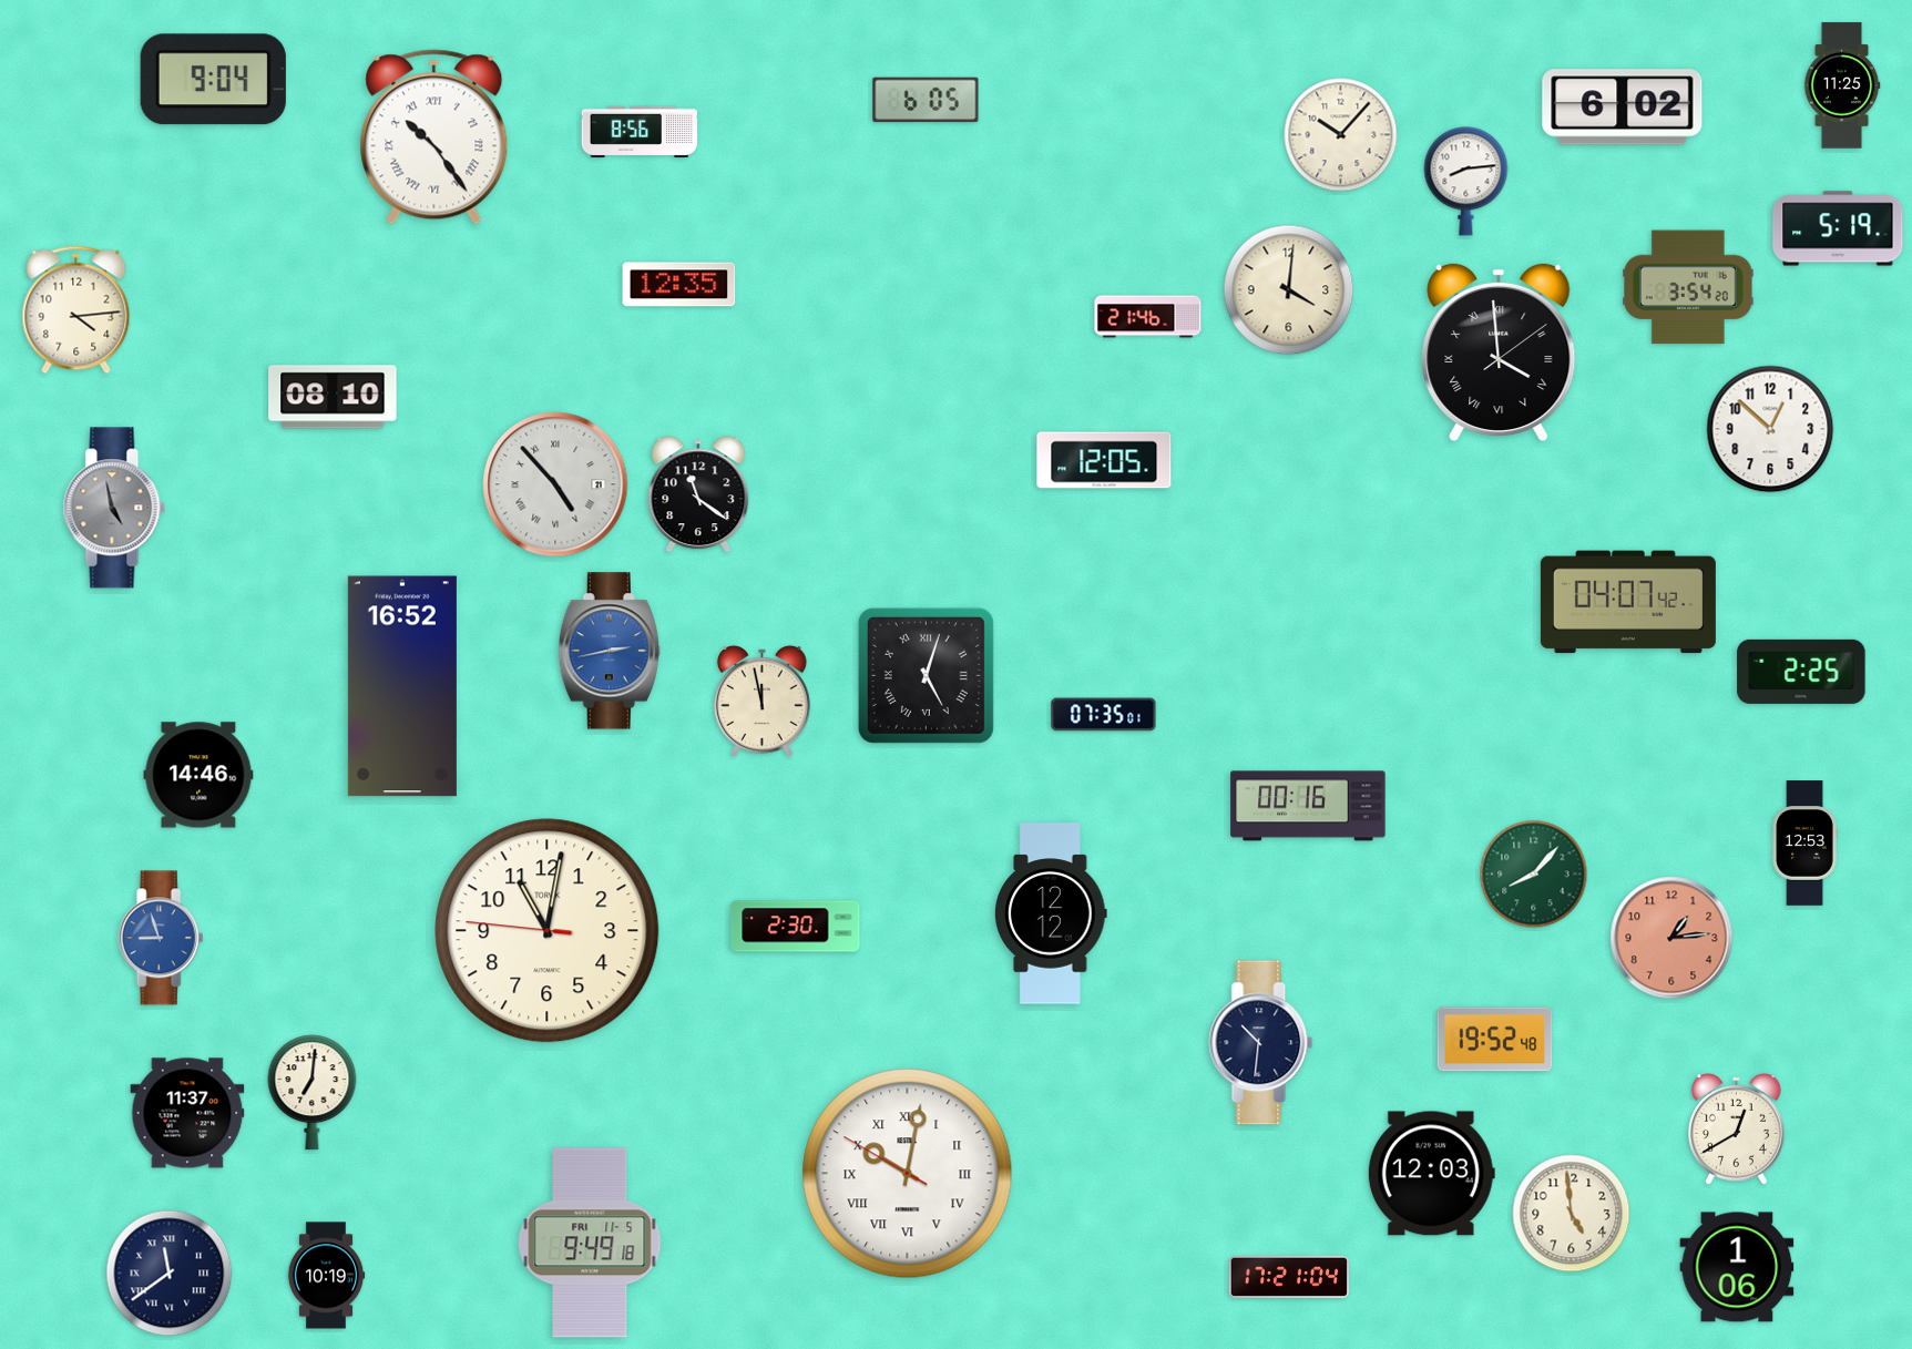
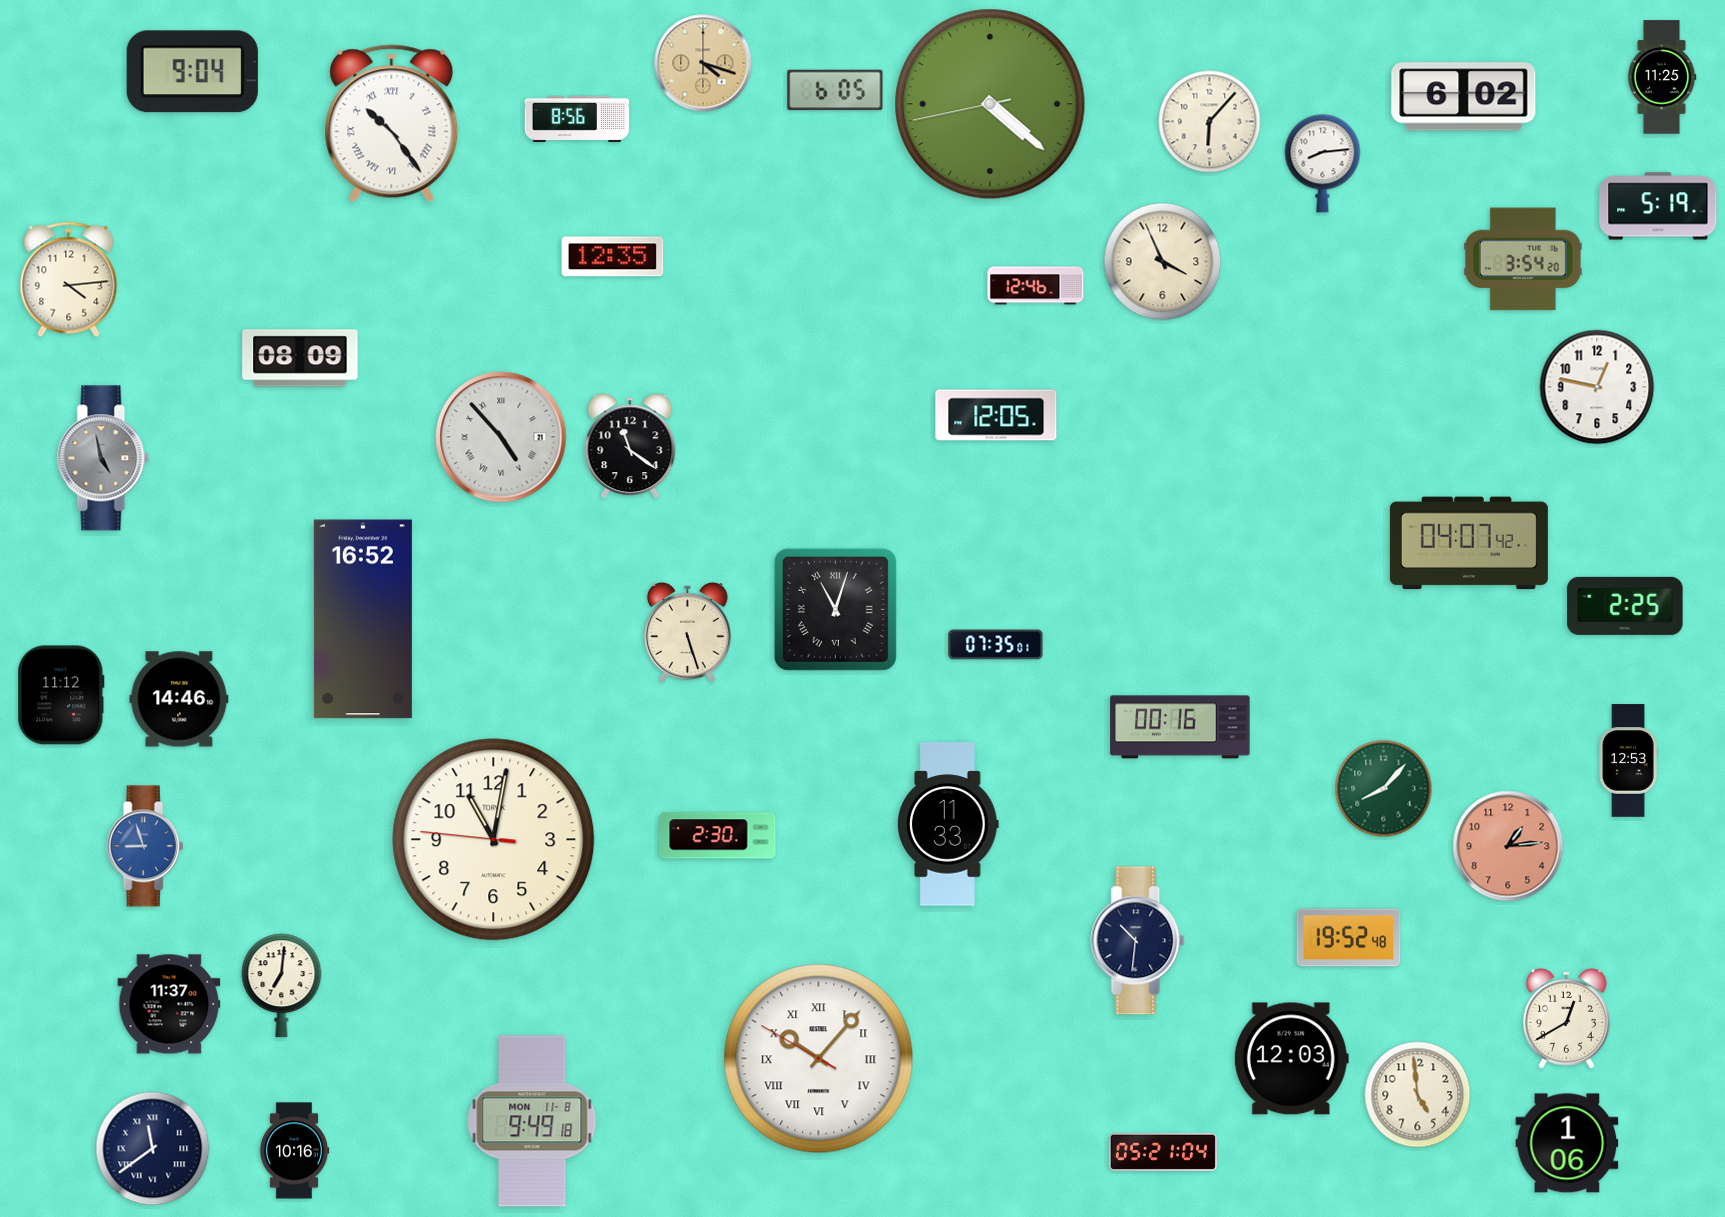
clock at (703, 63): none -> 4:18
clock at (990, 104): none -> 4:21
clock at (1341, 135): 10:07 -> 6:07
clock at (1289, 290): 4:01 -> 3:56
clock at (1148, 317): 21:46 -> 12:46
clock at (1499, 352): 3:59 -> none
clock at (333, 397): 08:10 -> 08:09
clock at (1770, 429): 12:52 -> 12:47
clock at (610, 651): 2:43 -> none
clock at (926, 675): 5:03 -> 11:03
clock at (763, 702): 11:58 -> 5:27
clock at (61, 695): none -> 11:12
clock at (1052, 913): 12:12 -> 11:33
clock at (908, 1174): 10:01 -> 10:06
clock at (590, 1243) date: FRI 11-5 -> MON 11-8
clock at (326, 1276): 10:19 -> 10:16
clock at (1289, 1277): 17:21 -> 05:21
